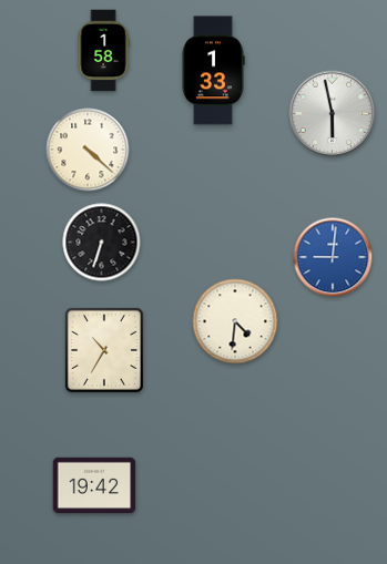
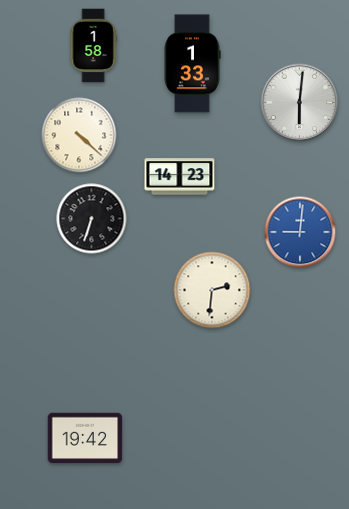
clock at (333, 114): 5:58 -> 6:01
clock at (180, 177): none -> 14:23
clock at (235, 321): 4:31 -> 2:31
clock at (104, 350): 10:35 -> none
